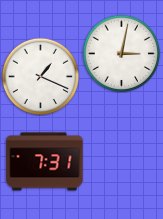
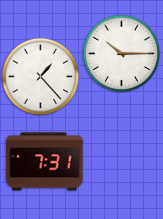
clock at (121, 53): 3:02 -> 10:15
clock at (40, 76): 1:19 -> 1:23
